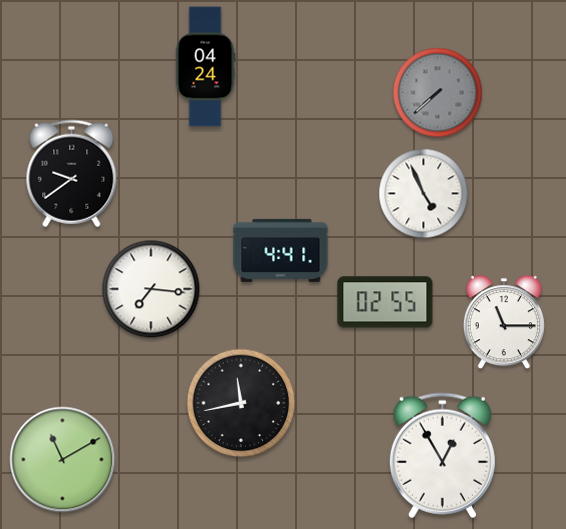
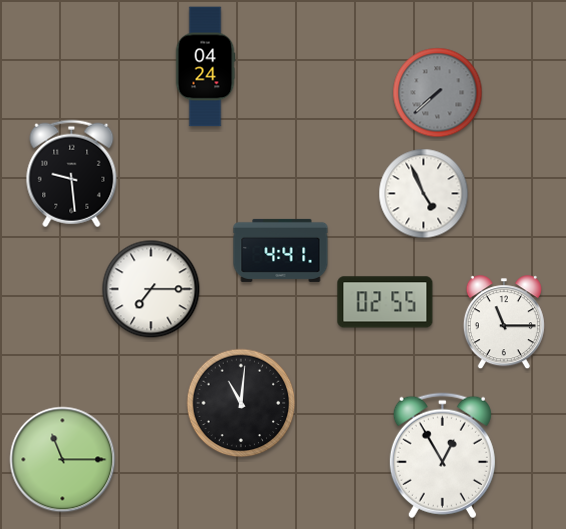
clock at (72, 174): 9:39 -> 9:29
clock at (151, 289): 7:16 -> 7:15
clock at (241, 403): 11:43 -> 11:01
clock at (63, 460): 11:10 -> 11:15
